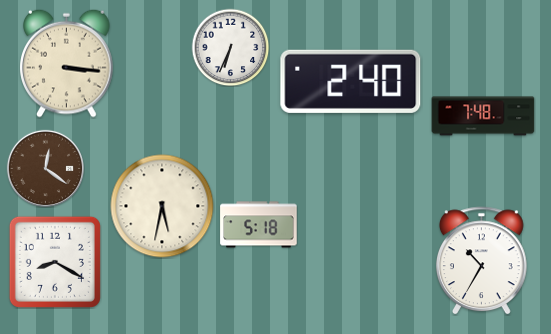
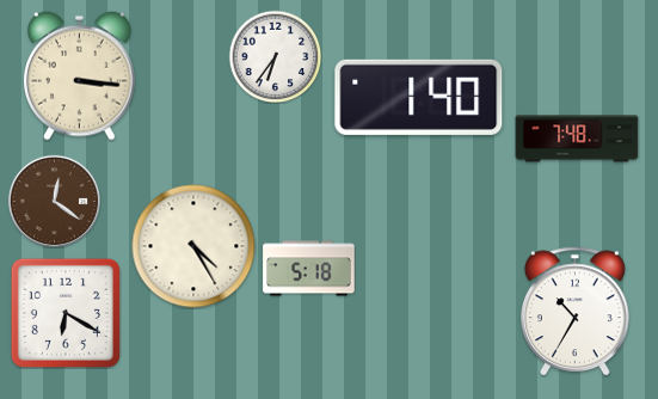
clock at (230, 47): 6:34 -> 6:36
clock at (351, 81): 2:40 -> 1:40
clock at (162, 206): 5:32 -> 4:25
clock at (55, 262): 8:20 -> 6:20
